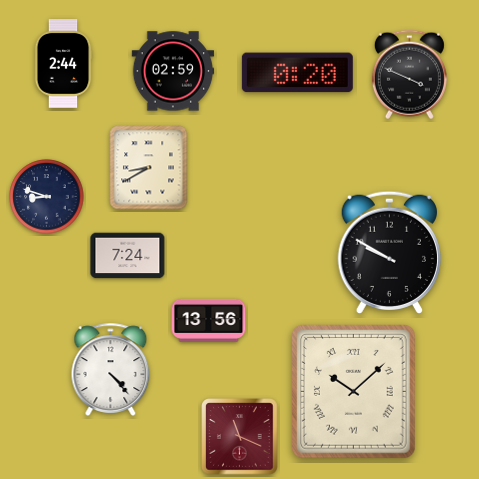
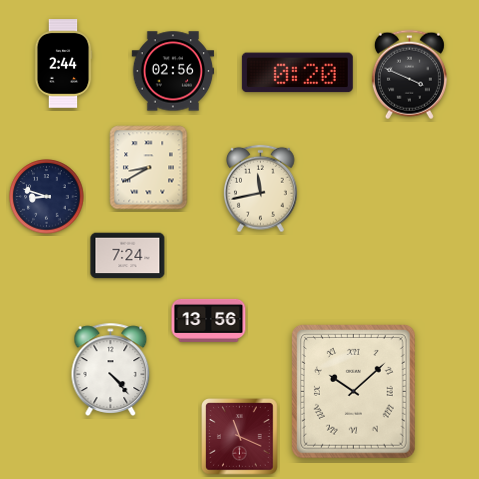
clock at (173, 71): 02:59 -> 02:56
clock at (261, 189): none -> 11:43
clock at (389, 252): 9:50 -> none
